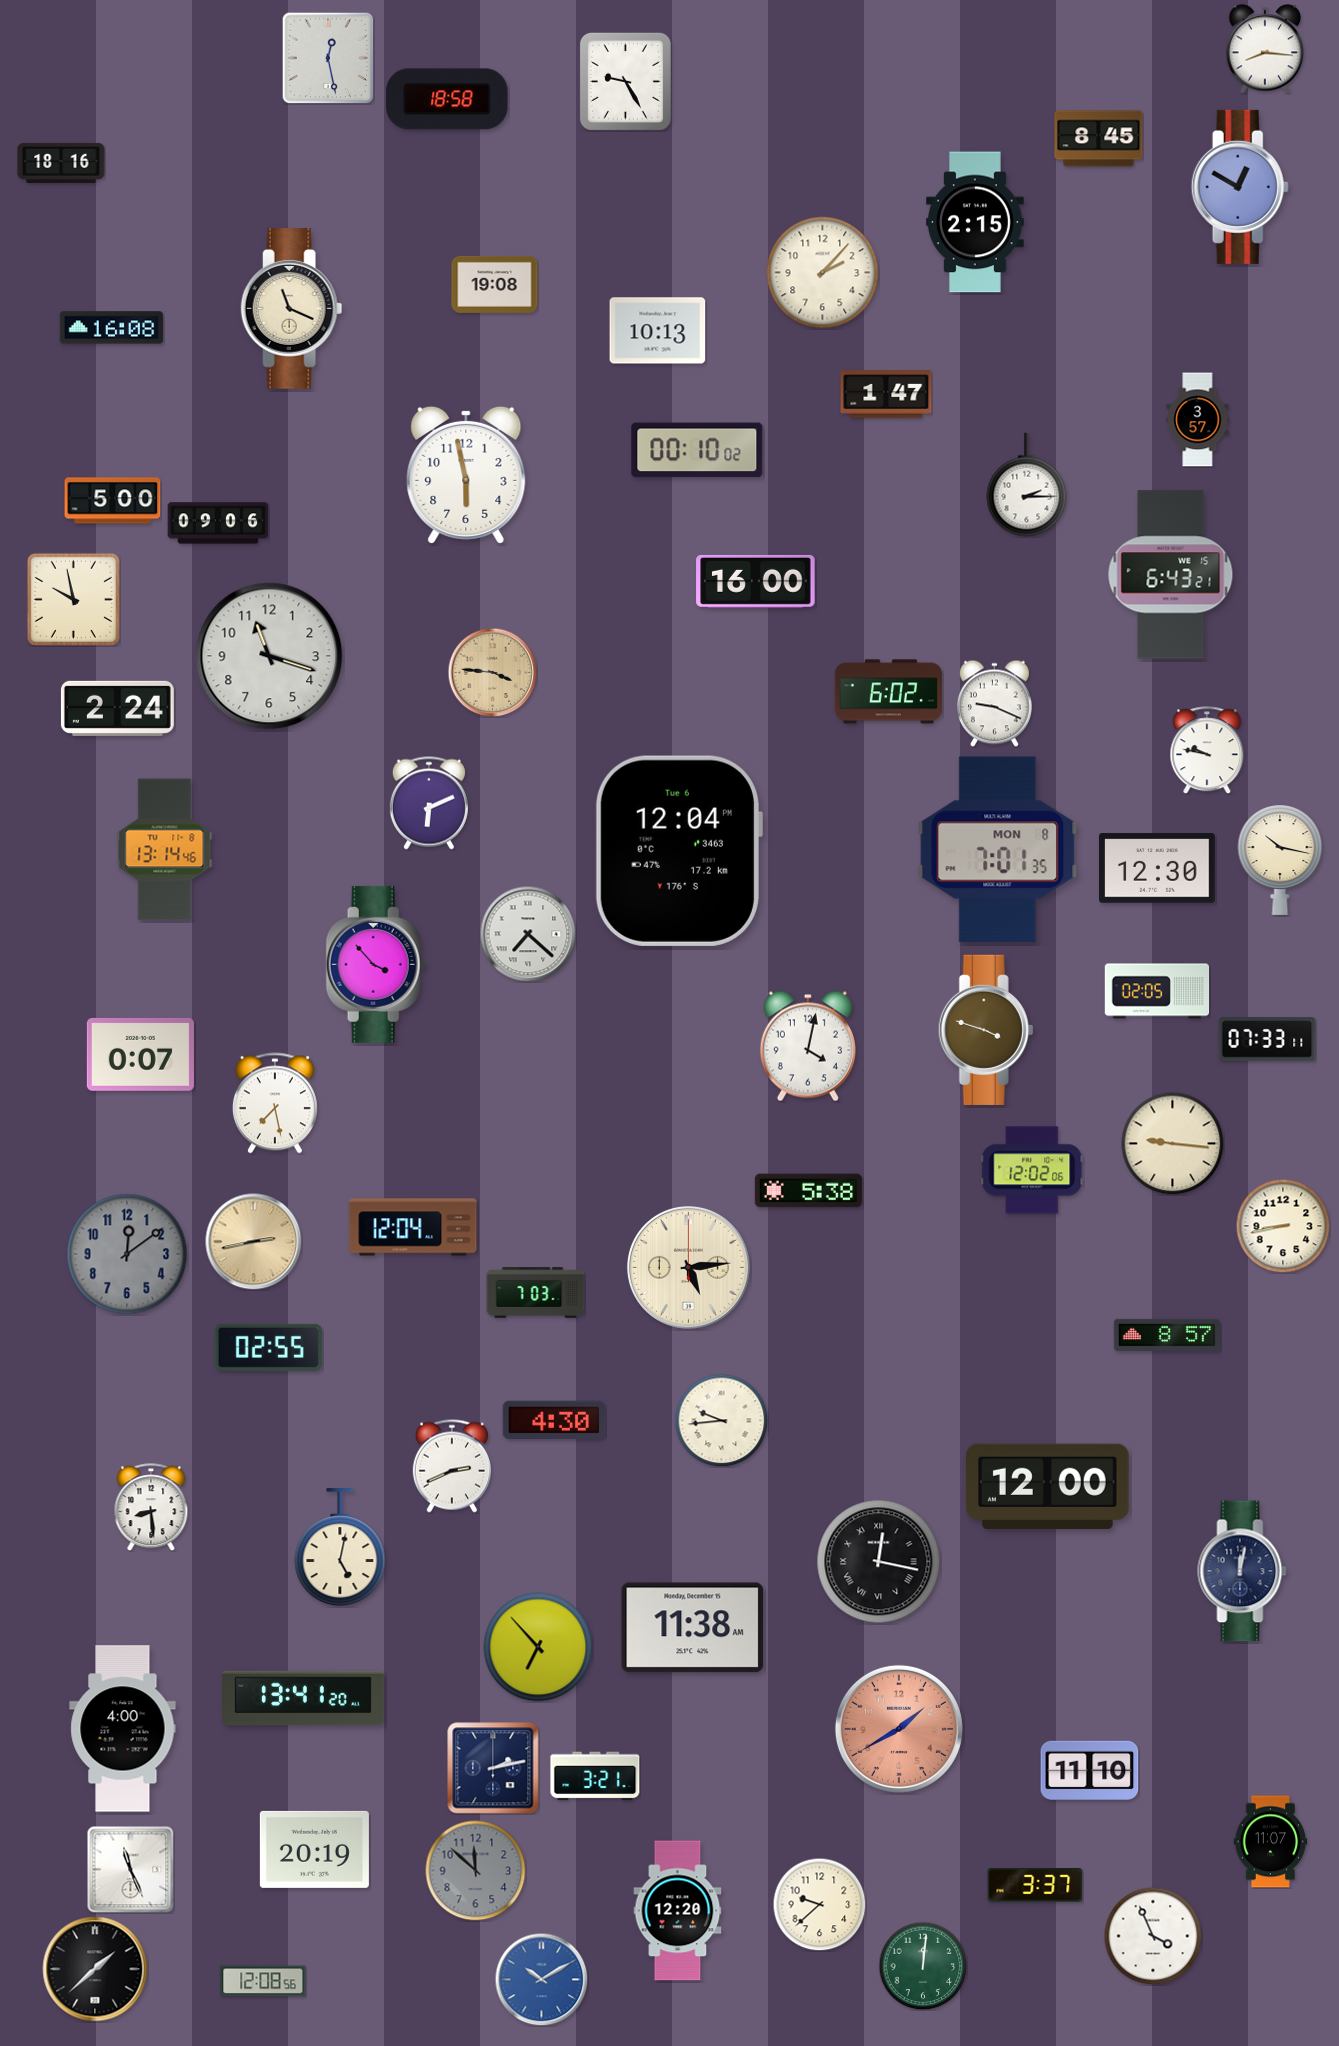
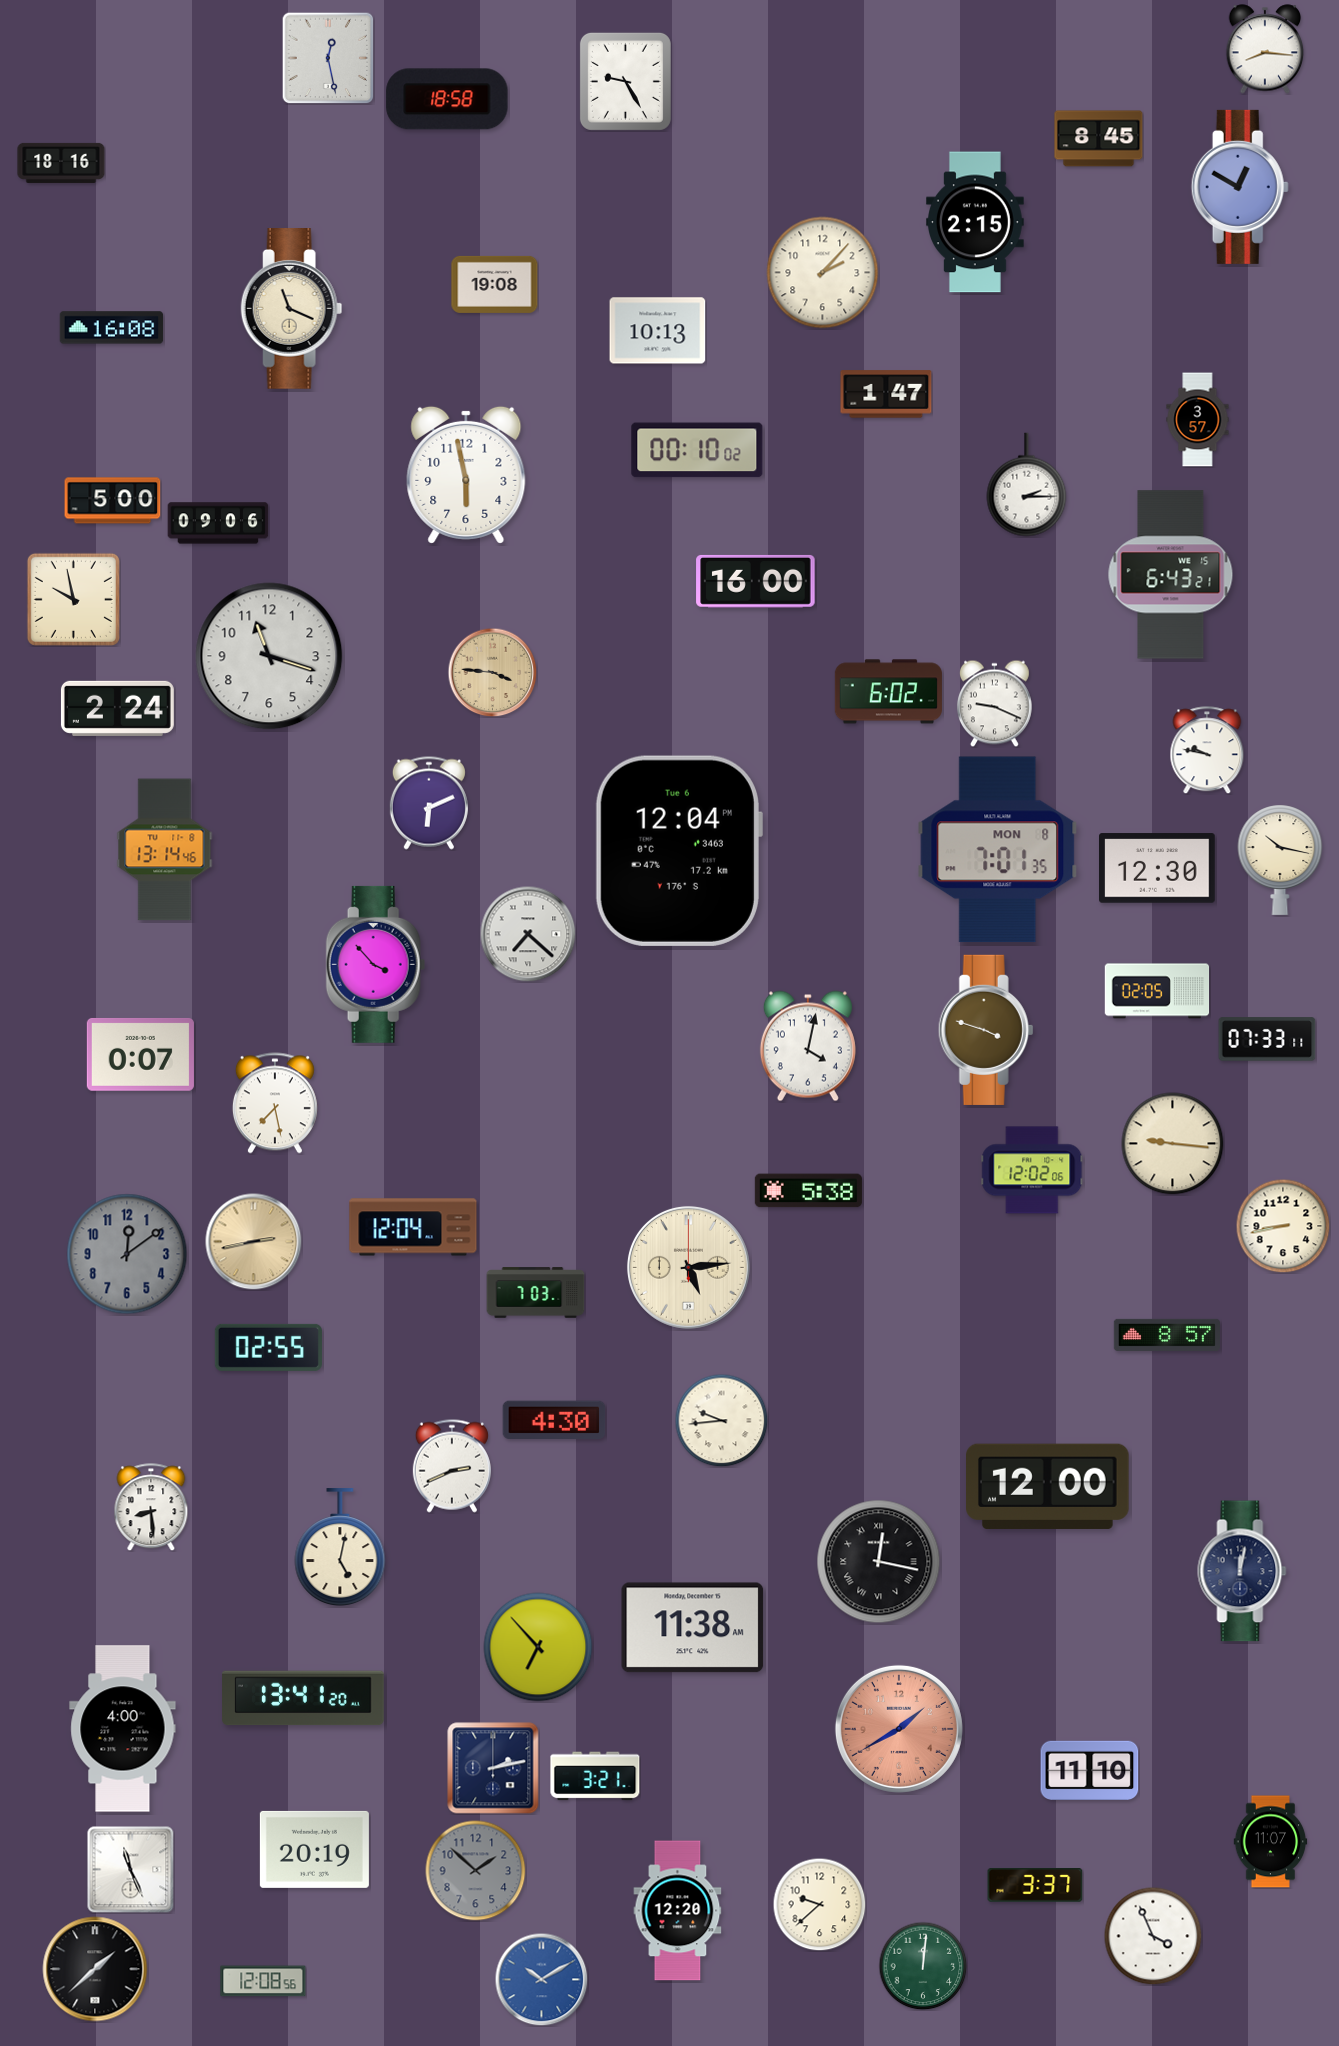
clock at (476, 1871): 11:52 -> 1:52
